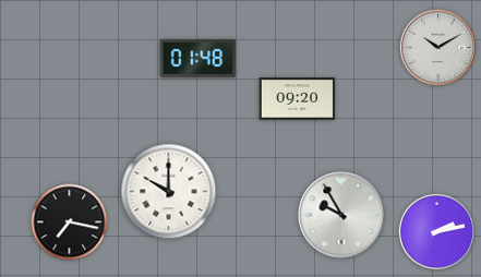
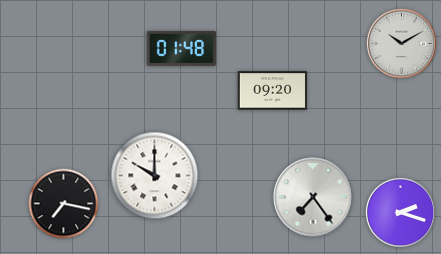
clock at (199, 58) position: (199, 58) -> (182, 48)
clock at (341, 215): 9:55 -> 7:24
clock at (436, 231): 2:13 -> 2:18
